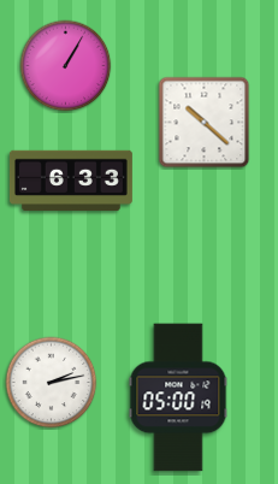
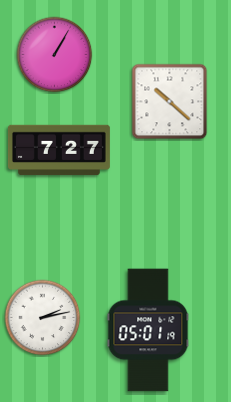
clock at (71, 181): 6:33 -> 7:27
clock at (178, 397): 05:00 -> 05:01
